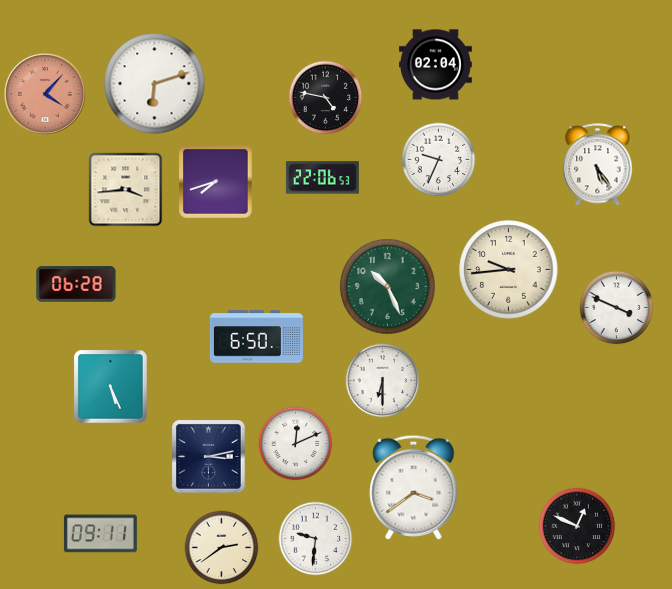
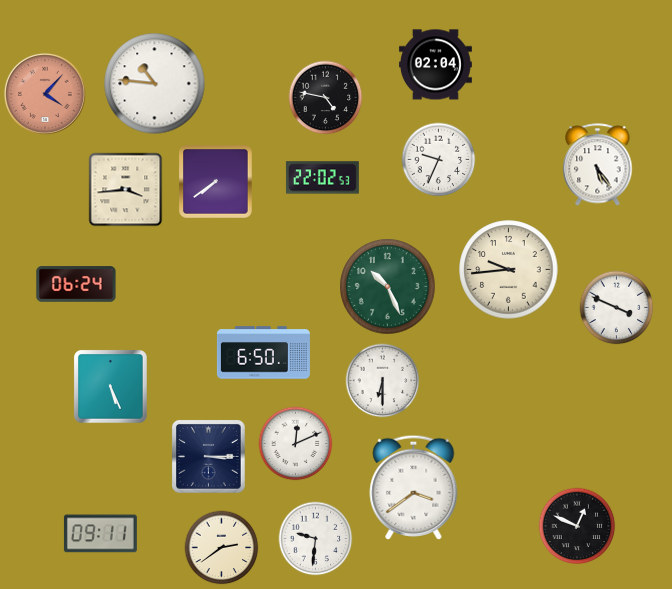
clock at (155, 84): 6:12 -> 10:46
clock at (322, 178): 22:06 -> 22:02
clock at (216, 182): 7:42 -> 7:39
clock at (76, 284): 06:28 -> 06:24
clock at (256, 337) position: (256, 337) -> (263, 353)
clock at (209, 457): 3:13 -> 3:15
